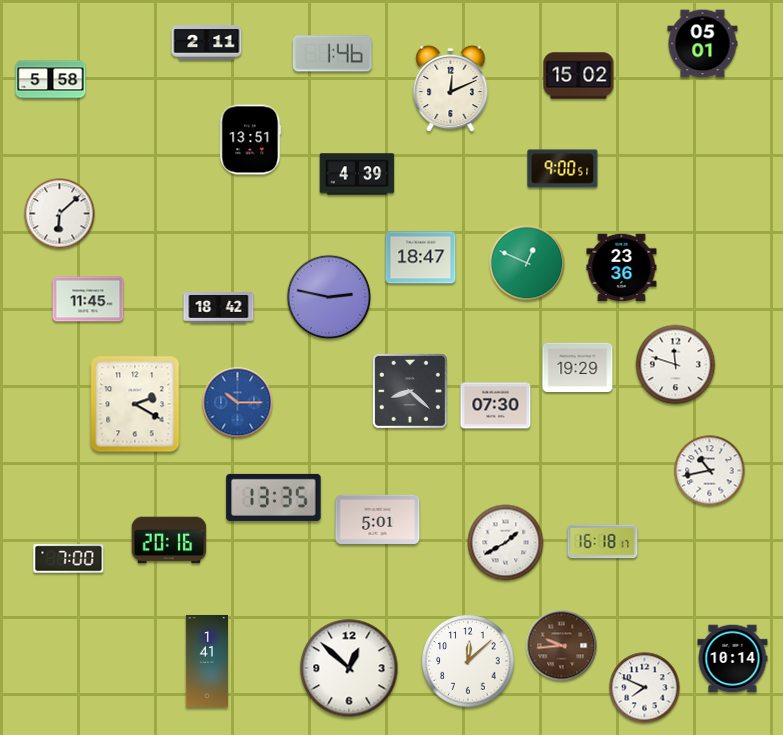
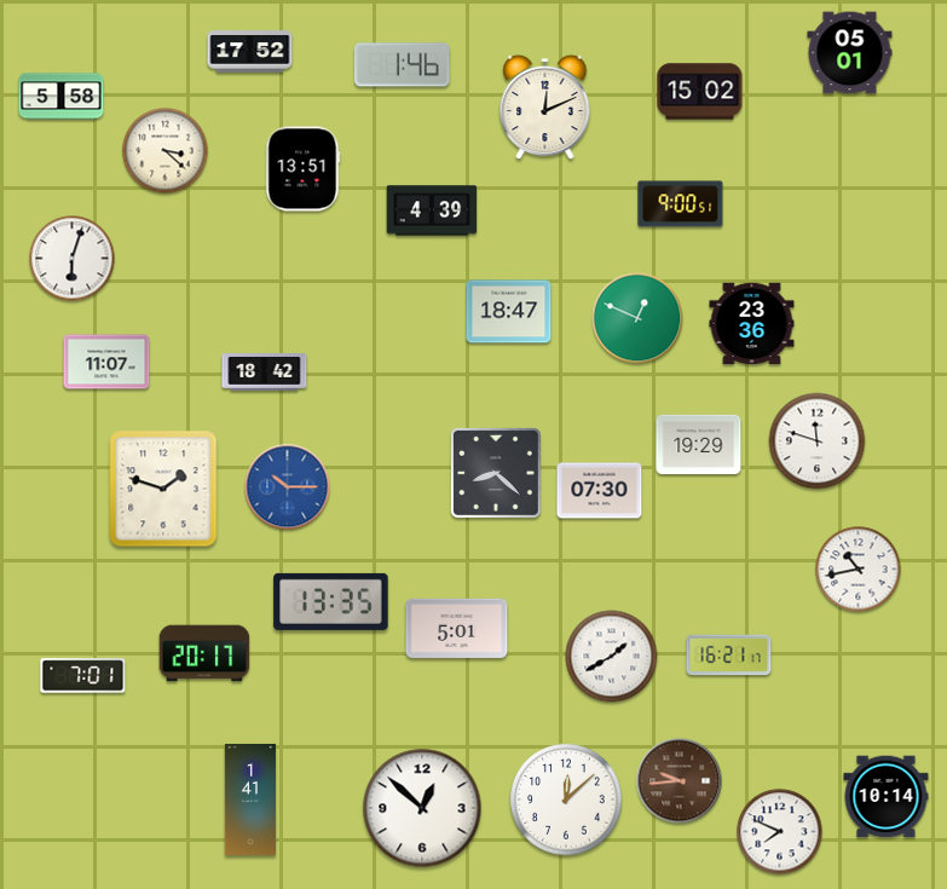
clock at (207, 43): 2:11 -> 17:52
clock at (166, 151): none -> 3:22
clock at (60, 214): 6:08 -> 6:03
clock at (329, 297): 2:47 -> none
clock at (88, 299): 11:45 -> 11:07
clock at (135, 404): 2:20 -> 1:48
clock at (169, 540): 20:16 -> 20:17
clock at (603, 542): 16:18 -> 16:21
clock at (69, 559): 7:00 -> 7:01
